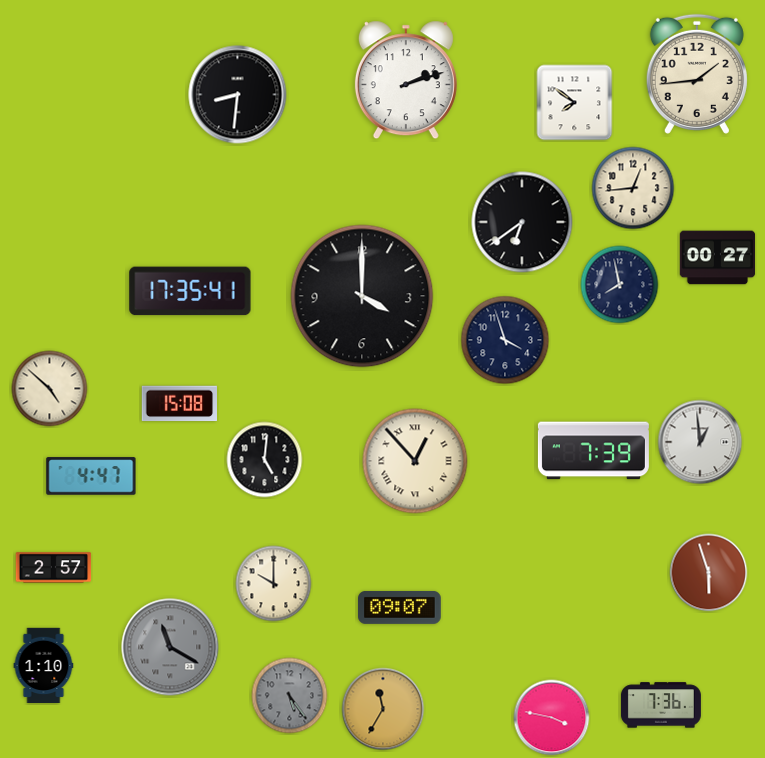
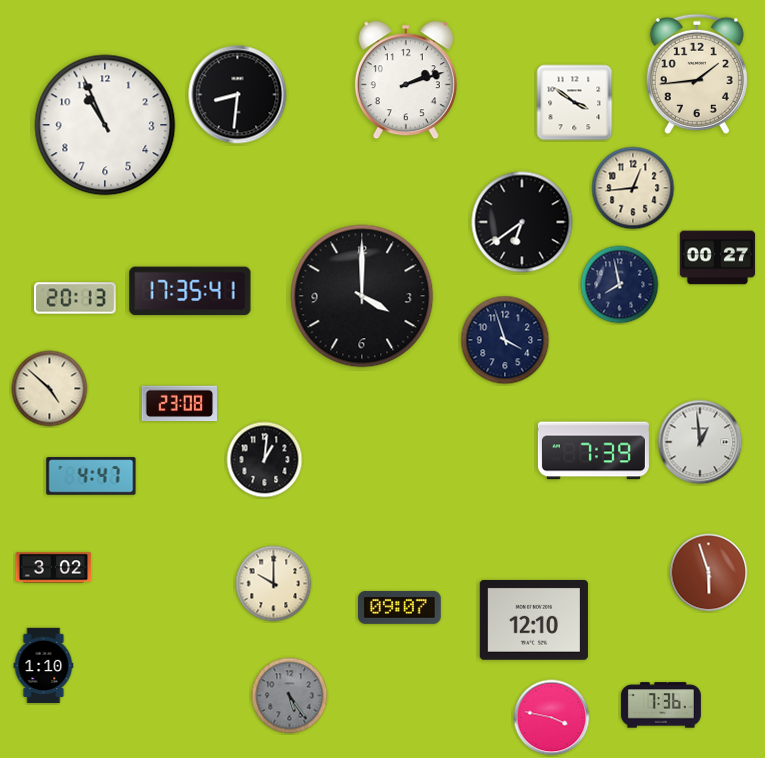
clock at (575, 103): 7:51 -> 3:51
clock at (105, 125): none -> 10:56
clock at (76, 298): none -> 20:13
clock at (179, 404): 15:08 -> 23:08
clock at (265, 460): 5:01 -> 1:01
clock at (415, 461): 12:53 -> none
clock at (54, 568): 2:57 -> 3:02
clock at (534, 620): none -> 12:10
clock at (170, 647): 11:20 -> none
clock at (383, 709): 11:35 -> none
